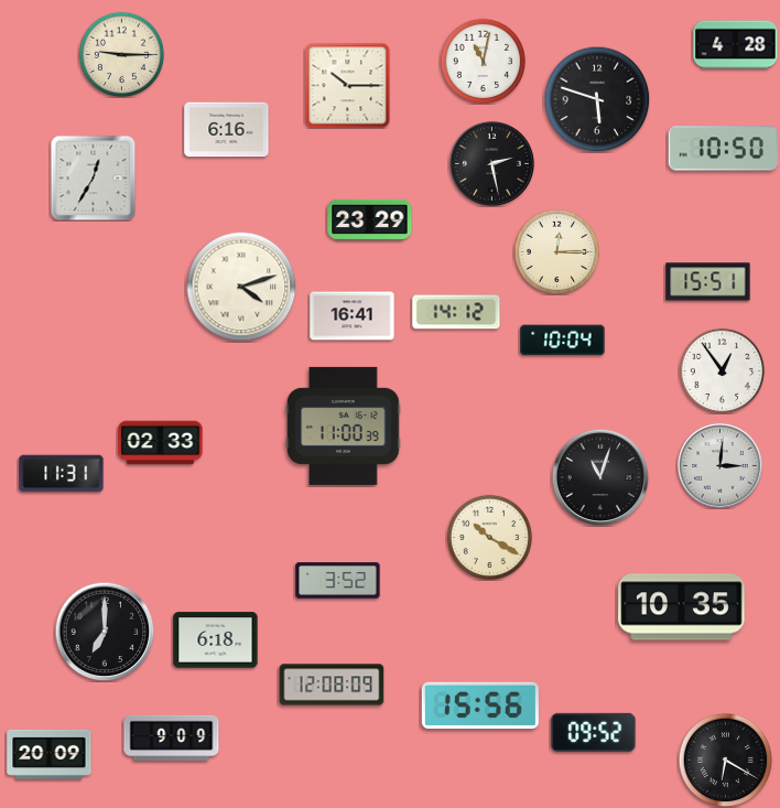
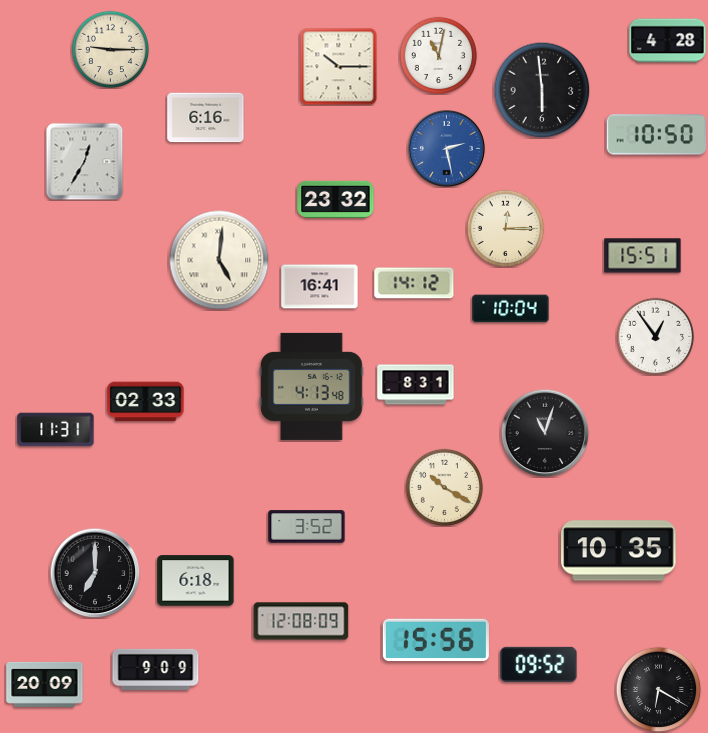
clock at (347, 85) position: (347, 85) -> (338, 66)
clock at (597, 99): 5:48 -> 5:59
clock at (491, 163) dial: black -> blue
clock at (370, 219): 23:29 -> 23:32
clock at (241, 287): 4:12 -> 5:01
clock at (416, 385): none -> 8:31
clock at (344, 425): 11:00 -> 4:13
clock at (719, 465): 3:01 -> none
